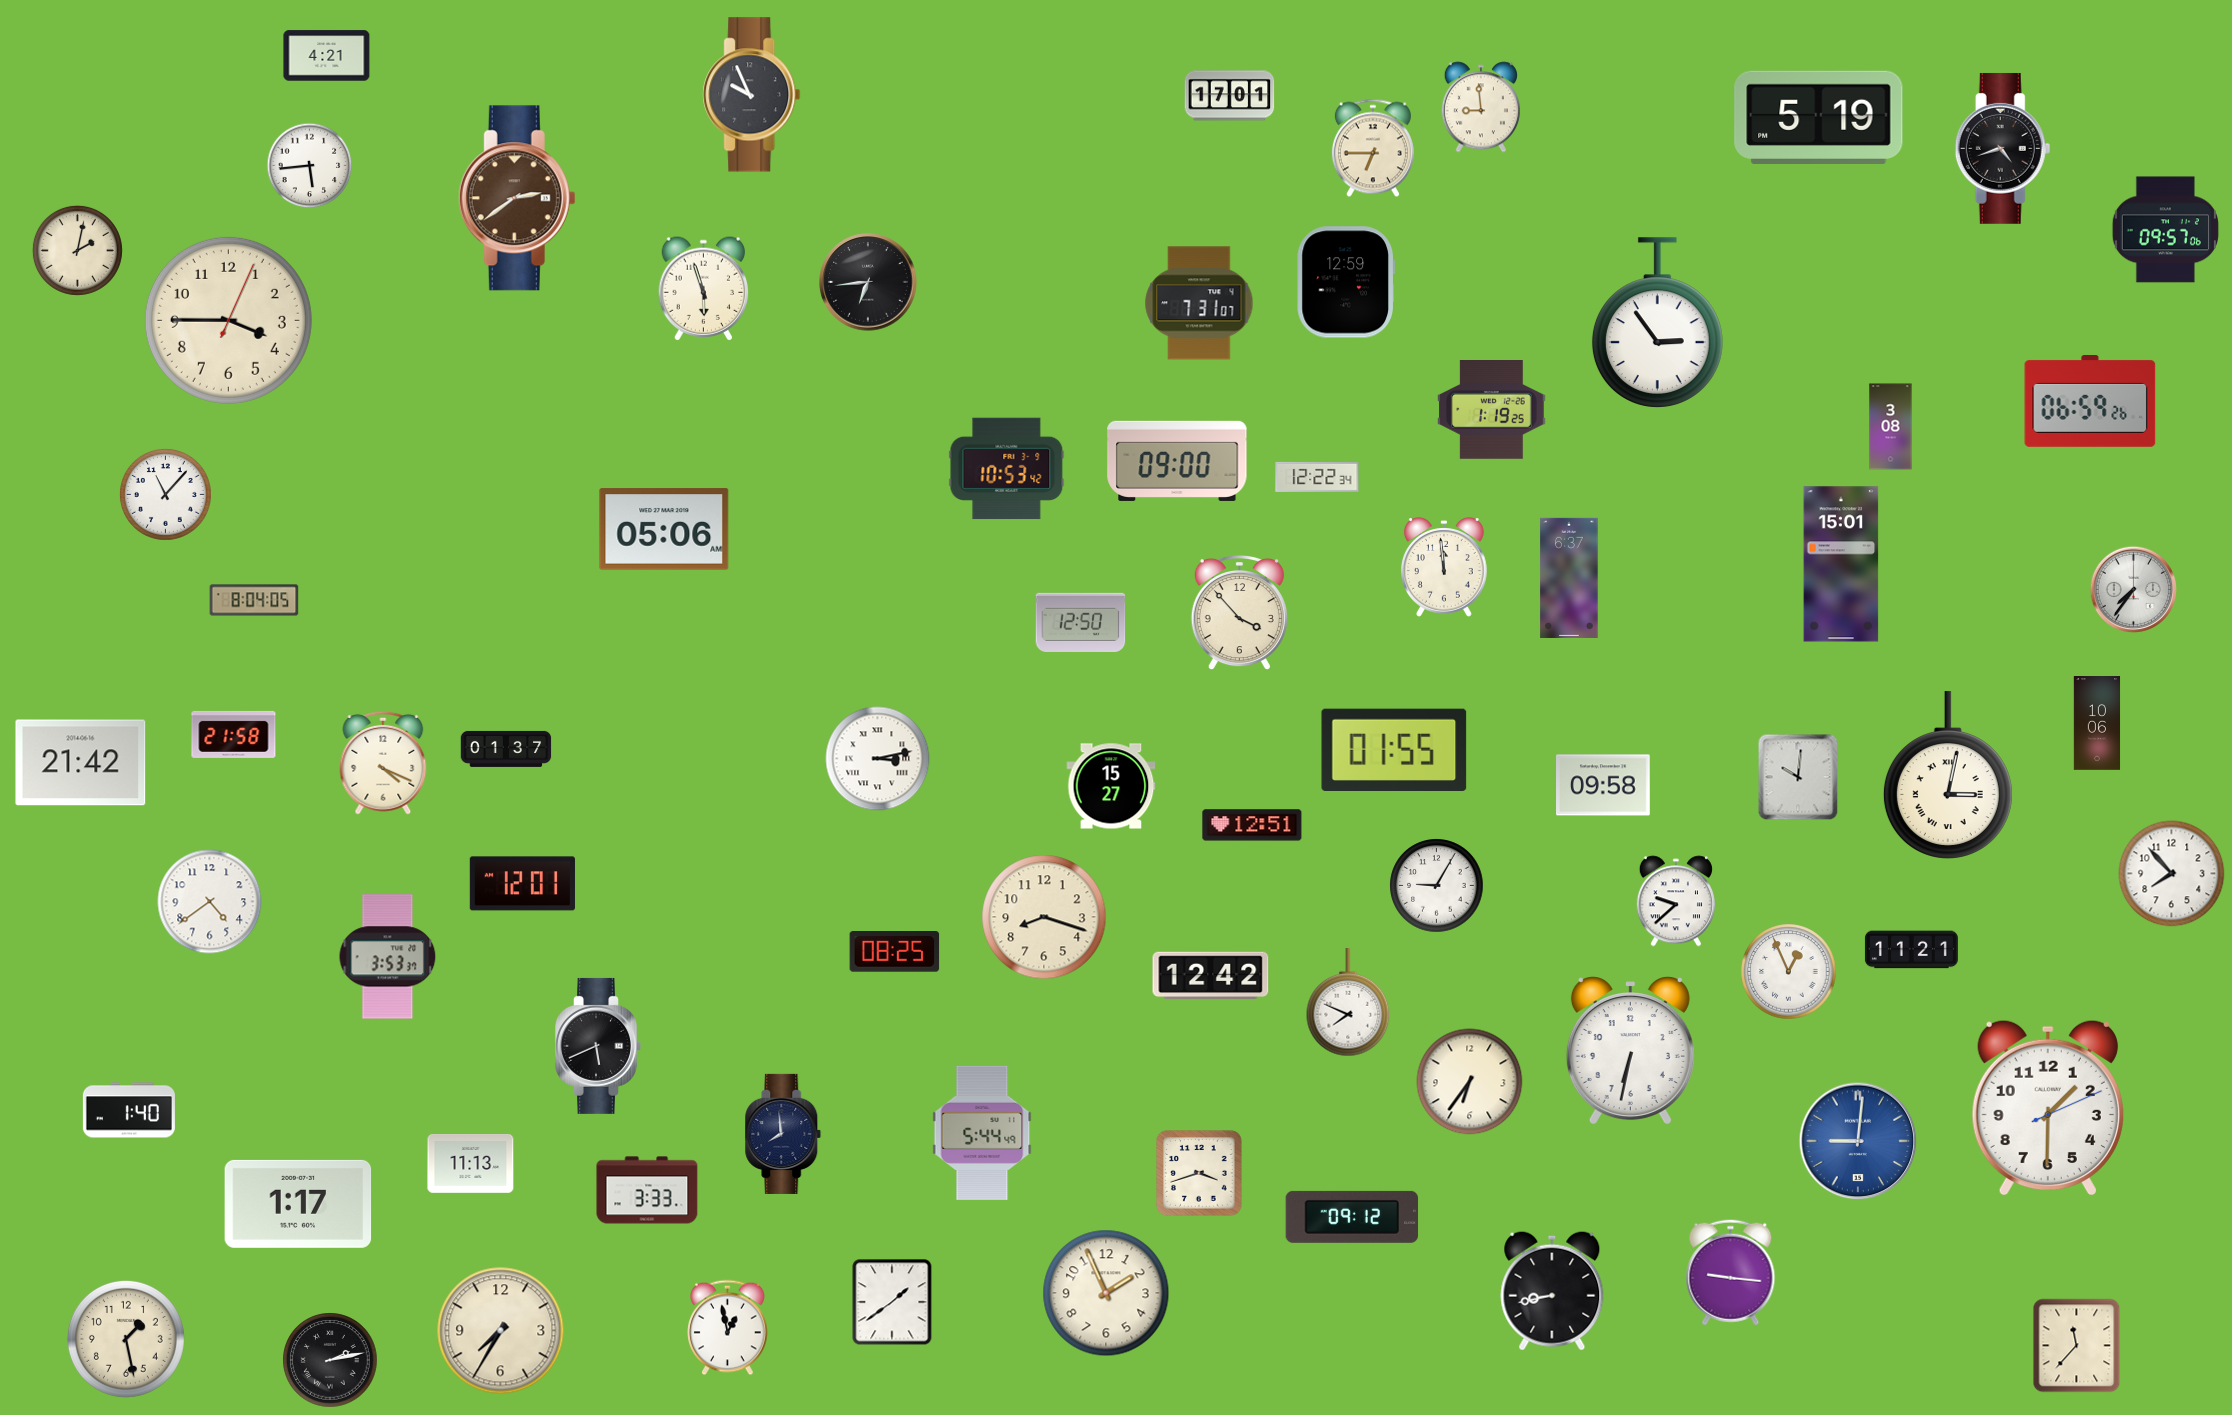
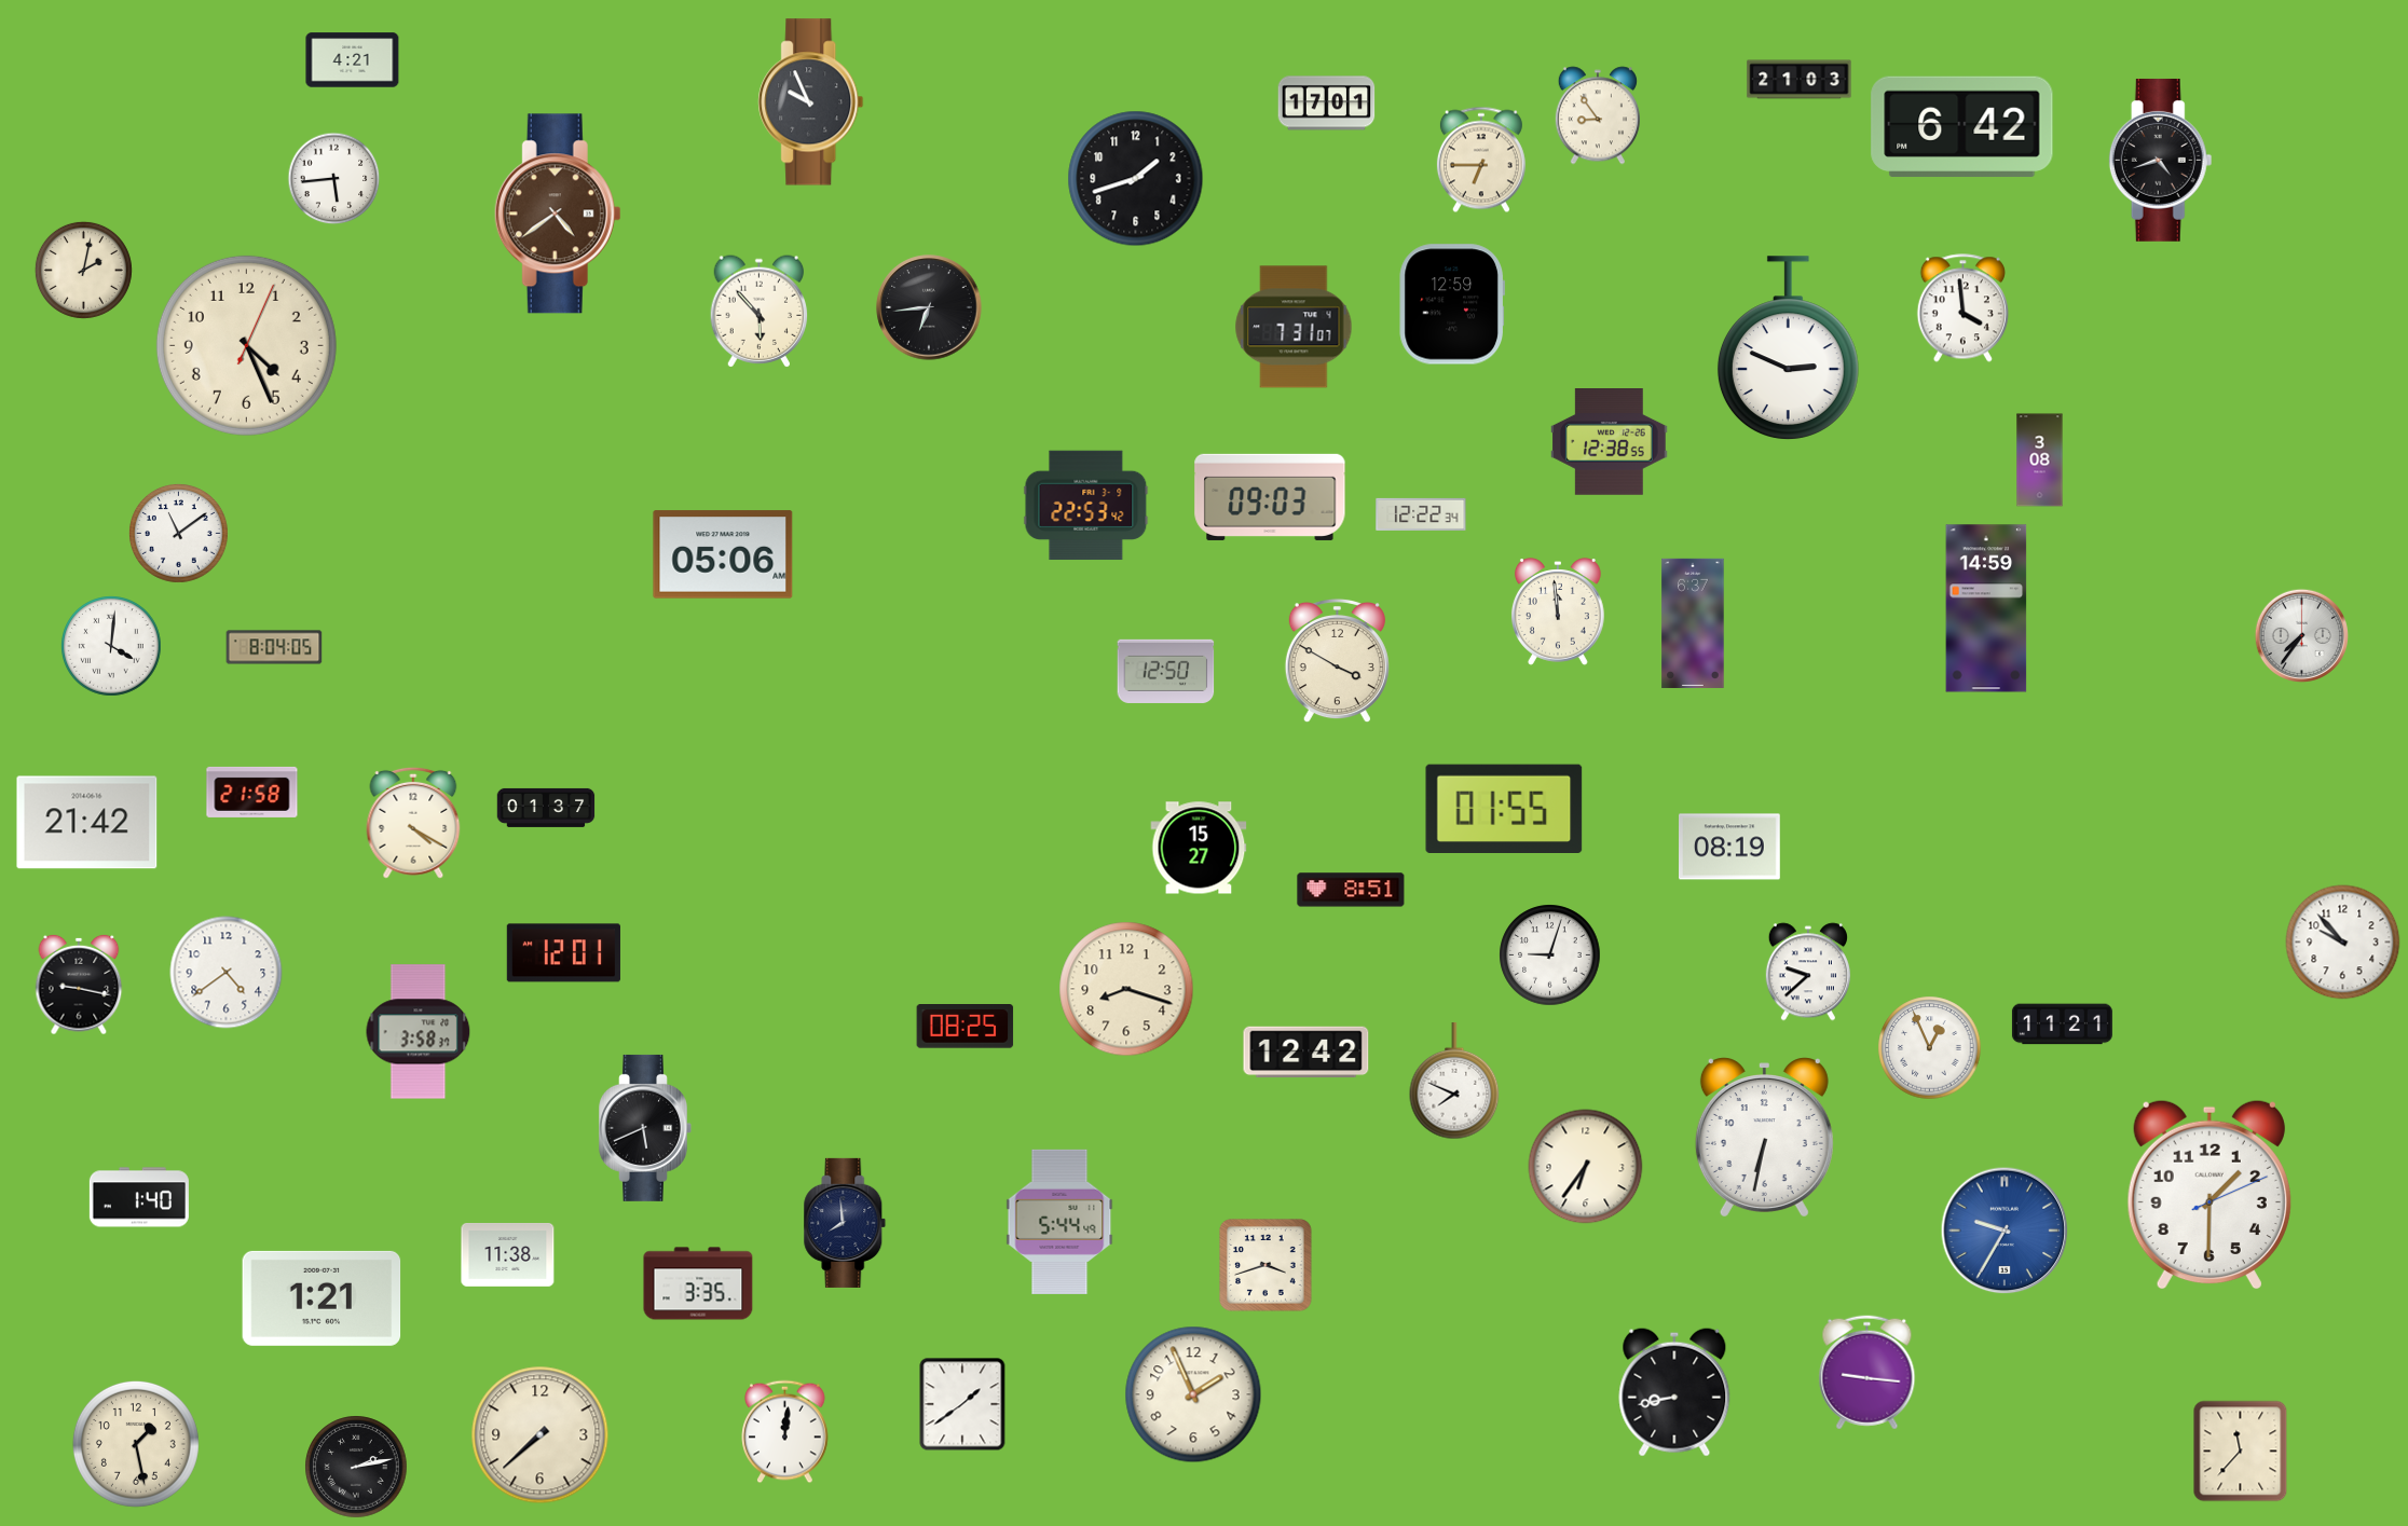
clock at (1800, 80): none -> 21:03
clock at (1481, 107): 8:59 -> 8:54
clock at (1819, 117): 5:19 -> 6:42
clock at (1136, 179): none -> 1:42
clock at (517, 198): 2:39 -> 4:39
clock at (2165, 230): 09:57 -> none
clock at (868, 282) position: (868, 282) -> (929, 307)
clock at (1962, 308): none -> 3:59
clock at (704, 289): 5:57 -> 5:53
clock at (228, 320): 3:45 -> 4:26
clock at (1657, 323): 2:54 -> 2:49
clock at (2090, 402): 06:59 -> none
clock at (1492, 410): 1:19 -> 12:38
clock at (1177, 461): 09:00 -> 09:03
clock at (1007, 469): 10:53 -> 22:53
clock at (165, 494): 11:07 -> 11:09
clock at (664, 529) position: (664, 529) -> (723, 554)
clock at (1841, 564): 15:01 -> 14:59
clock at (112, 647): none -> 4:01
clock at (1239, 613): 3:53 -> 3:50
clock at (2097, 723): 10:06 -> none
clock at (878, 759): 3:13 -> none
clock at (383, 763): 4:19 -> 4:20
clock at (1948, 775): 3:02 -> none
clock at (1798, 777): 10:01 -> none
clock at (1604, 785): 09:58 -> 08:19
clock at (1252, 825): 12:51 -> 8:51
clock at (2172, 874): 7:53 -> 9:53
clock at (1437, 886): 9:05 -> 9:03
clock at (79, 985): none -> 9:17
clock at (388, 957): 3:53 -> 3:58
clock at (1630, 1051) position: (1630, 1051) -> (1764, 1138)
clock at (1858, 1141): 9:01 -> 9:35
clock at (471, 1164): 11:13 -> 11:38
clock at (1199, 1173) position: (1199, 1173) -> (1265, 1265)
clock at (647, 1190): 3:33 -> 3:35
clock at (298, 1204): 1:17 -> 1:21
clock at (1352, 1217): 09:12 -> none
clock at (728, 1328): 12:58 -> 12:01
clock at (501, 1331): 7:35 -> 7:38
